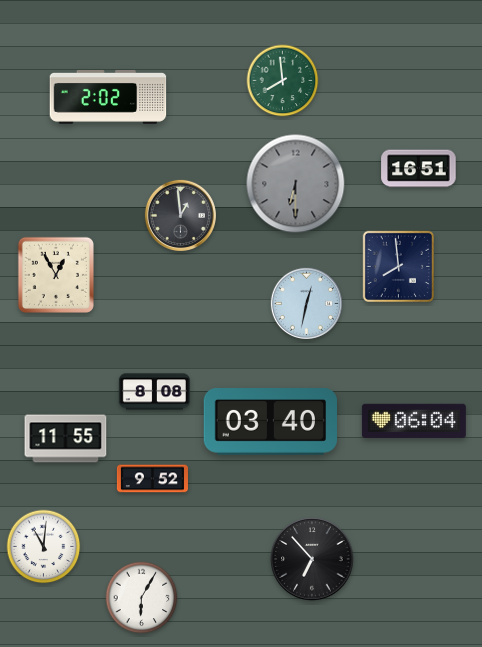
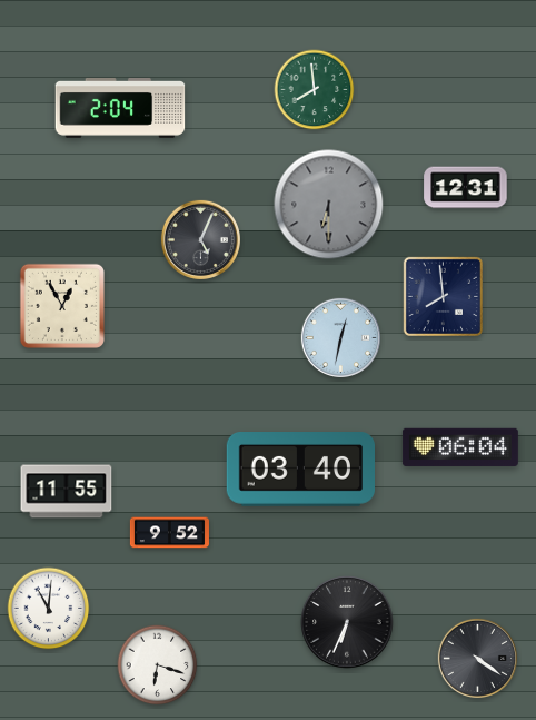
clock at (108, 97): 2:02 -> 2:04
clock at (419, 169): 16:51 -> 12:31
clock at (180, 215): 12:59 -> 5:04
clock at (154, 392): 8:08 -> none
clock at (414, 421) position: (414, 421) -> (460, 447)
clock at (66, 439) position: (66, 439) -> (67, 492)
clock at (312, 559): 6:53 -> 6:34
clock at (477, 658): none -> 4:21
clock at (142, 598): 6:05 -> 6:18
